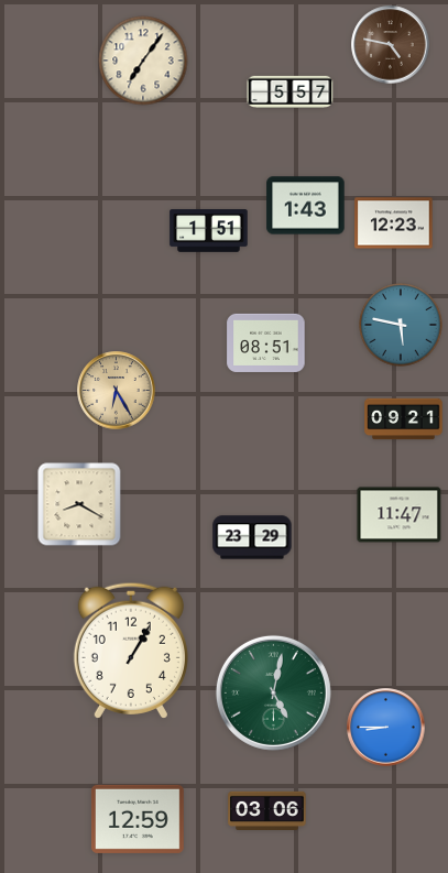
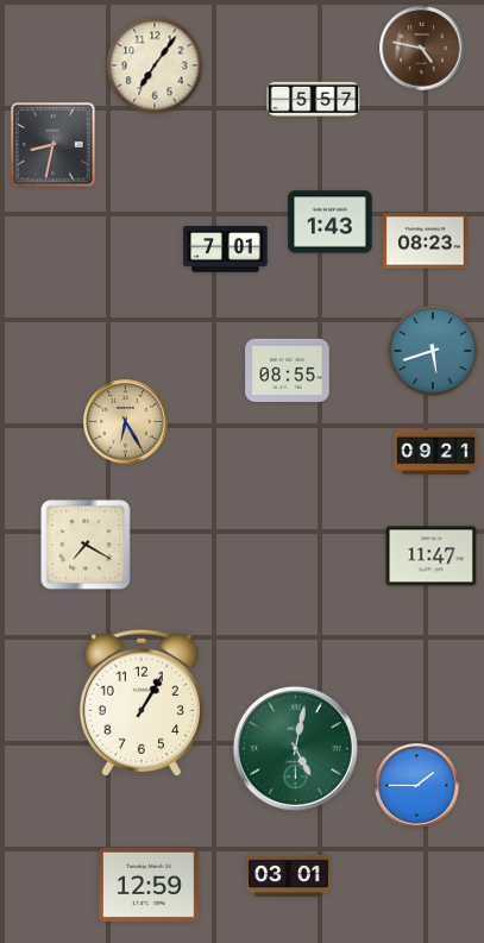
clock at (54, 145): none -> 8:32
clock at (394, 223): 12:23 -> 08:23
clock at (209, 231): 1:51 -> 7:01
clock at (401, 325): 5:47 -> 5:42
clock at (266, 342): 08:51 -> 08:55
clock at (79, 504): 8:20 -> 7:20
clock at (252, 537): 23:29 -> none
clock at (386, 728): 8:45 -> 1:45
clock at (267, 810): 03:06 -> 03:01
